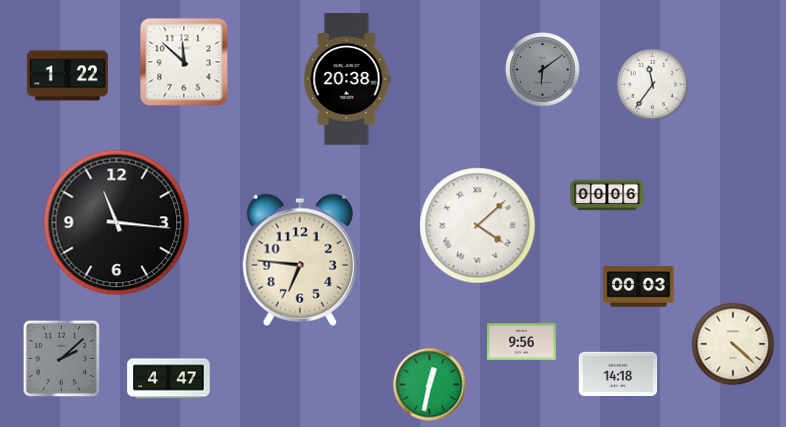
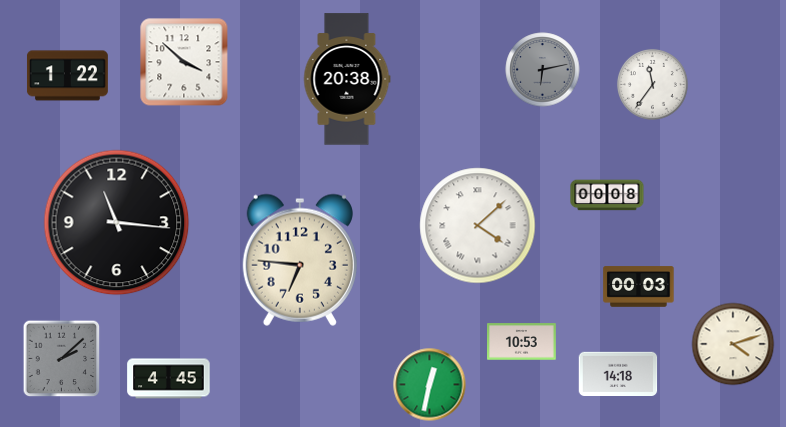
clock at (184, 62): 11:52 -> 3:52
clock at (543, 70): 6:09 -> 6:13
clock at (607, 195): 00:06 -> 00:08
clock at (522, 342): 9:56 -> 10:53
clock at (733, 344): 4:22 -> 4:12
clock at (169, 379): 4:47 -> 4:45
